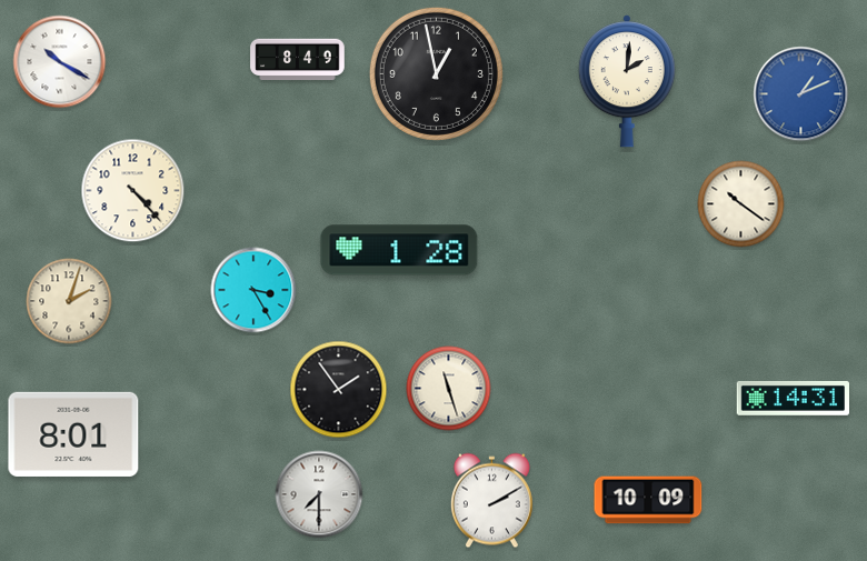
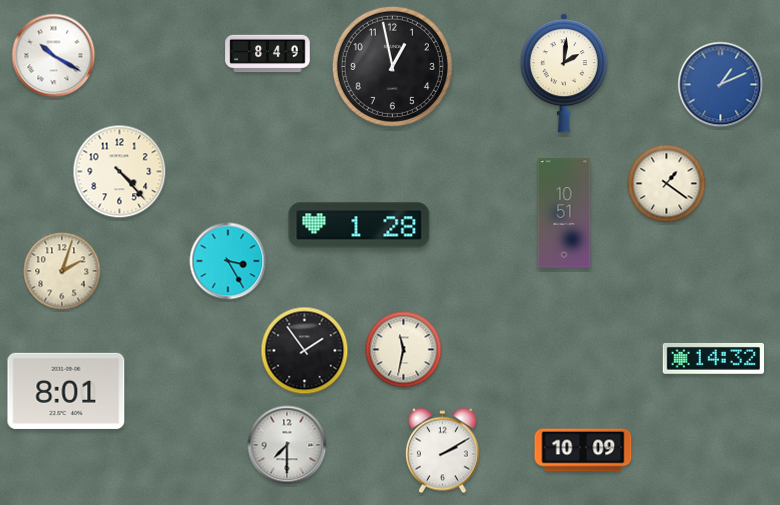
clock at (741, 204): 10:21 -> 1:21
clock at (564, 213): none -> 10:51
clock at (449, 389): 11:27 -> 11:32
clock at (793, 398): 14:31 -> 14:32
